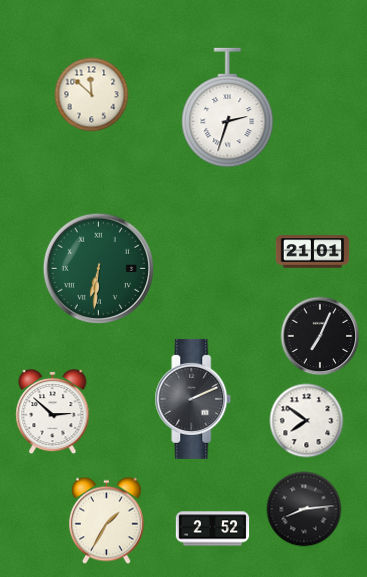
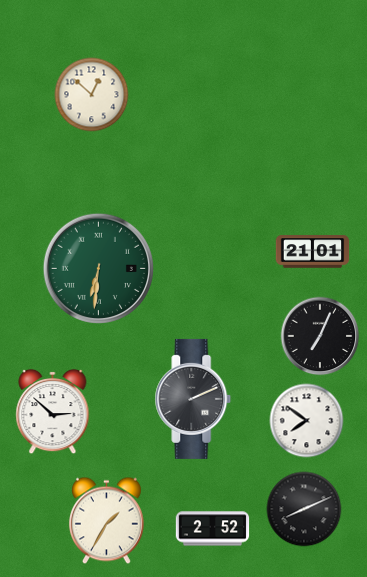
clock at (92, 95): 11:52 -> 12:52
clock at (228, 108): 2:33 -> none
clock at (304, 509): 8:14 -> 8:11
